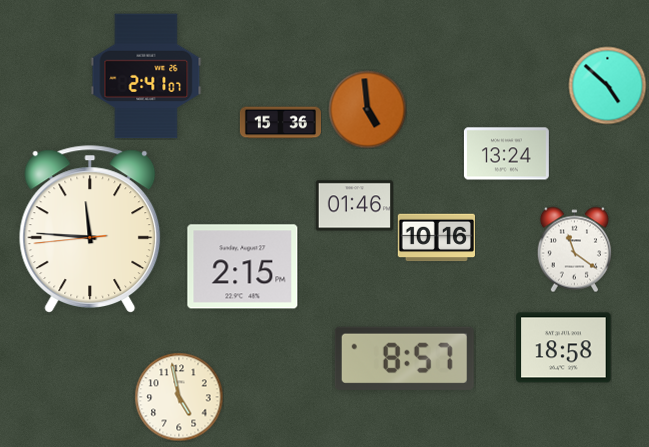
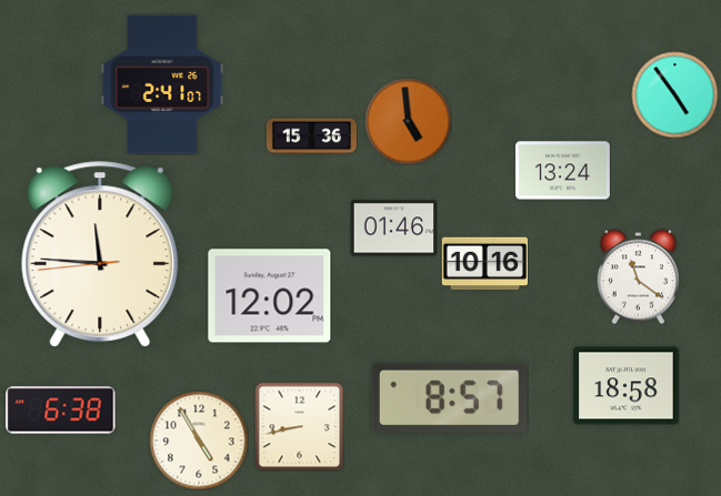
clock at (607, 85): 4:52 -> 4:54
clock at (243, 267): 2:15 -> 12:02
clock at (61, 411): none -> 6:38
clock at (299, 426): none -> 8:43
clock at (179, 397): 4:58 -> 4:55
